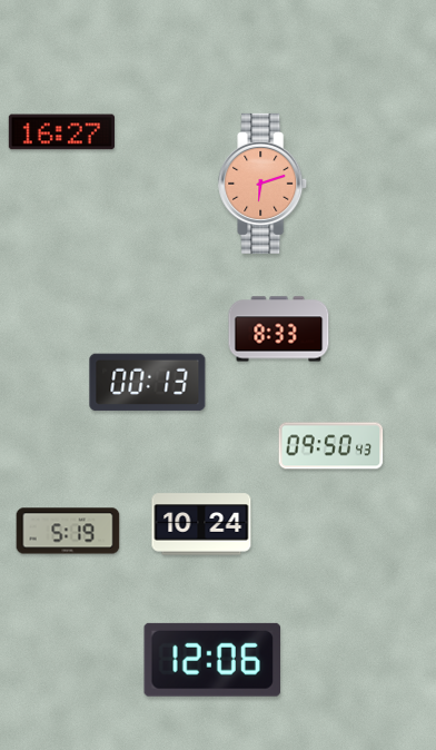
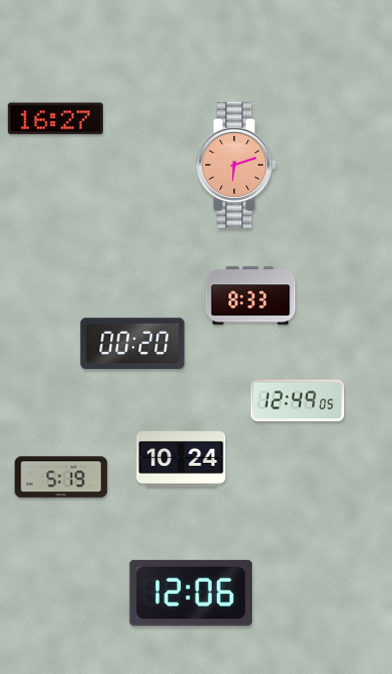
clock at (148, 383): 00:13 -> 00:20
clock at (331, 446): 09:50 -> 12:49
clock at (201, 524) position: (201, 524) -> (181, 459)
